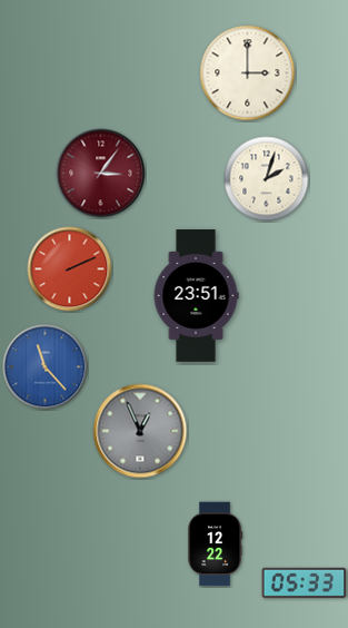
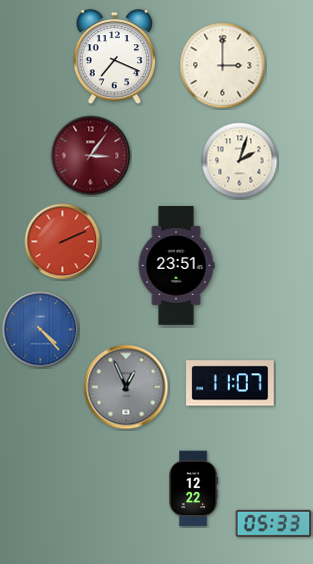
clock at (115, 58): none -> 7:19
clock at (46, 367): 11:23 -> 4:23
clock at (230, 383): none -> 11:07
